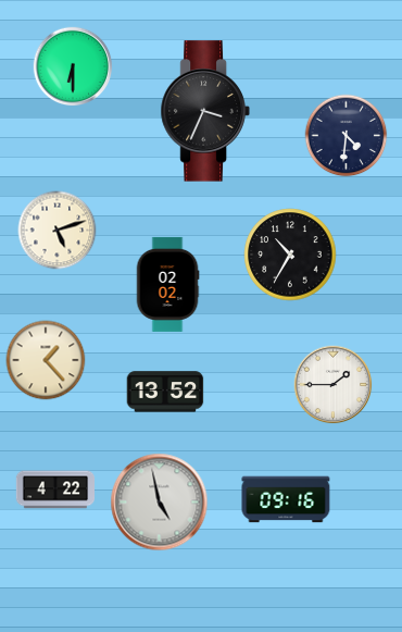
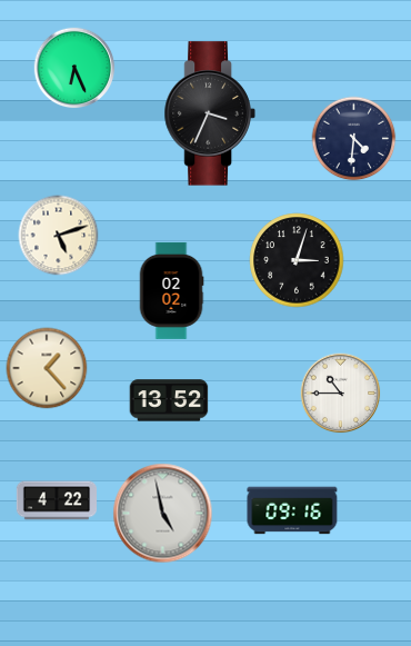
clock at (73, 66): 6:30 -> 6:26
clock at (290, 255): 10:35 -> 3:03
clock at (334, 385): 1:45 -> 10:45
